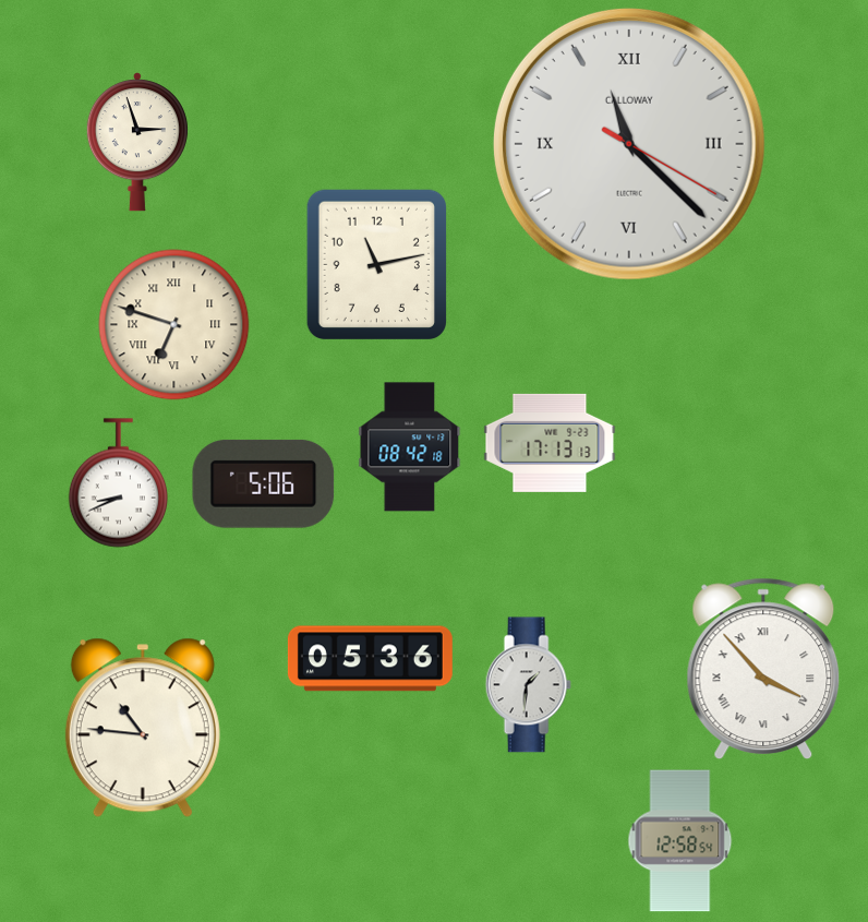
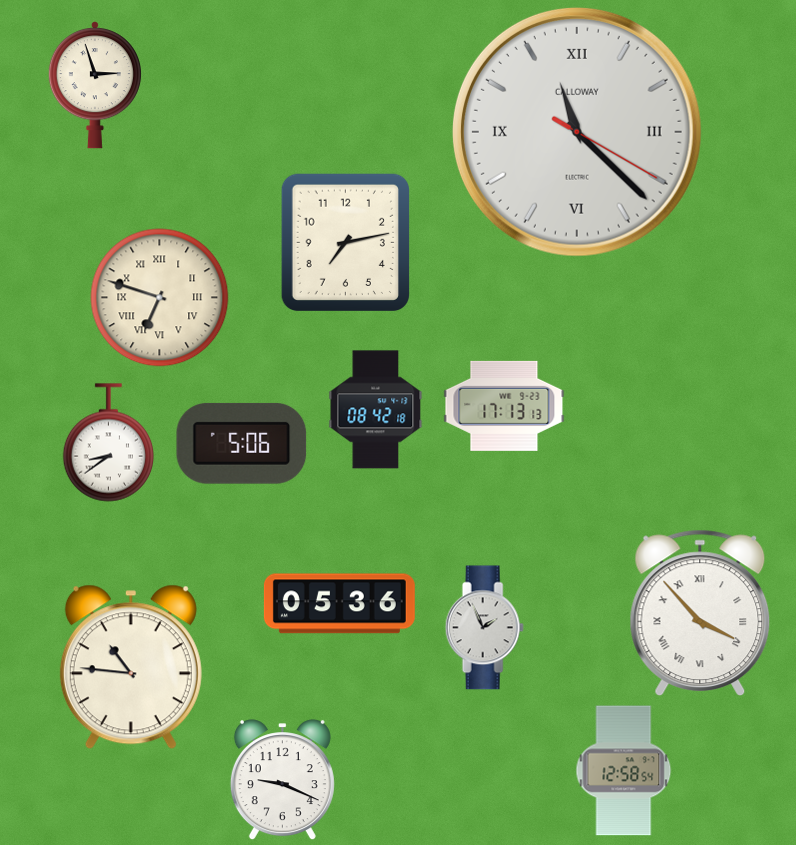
clock at (137, 142) position: (137, 142) -> (95, 85)
clock at (376, 264): 11:13 -> 7:13
clock at (118, 483): 8:41 -> 8:39
clock at (528, 685): 1:31 -> 1:56
clock at (282, 780): none -> 9:19
